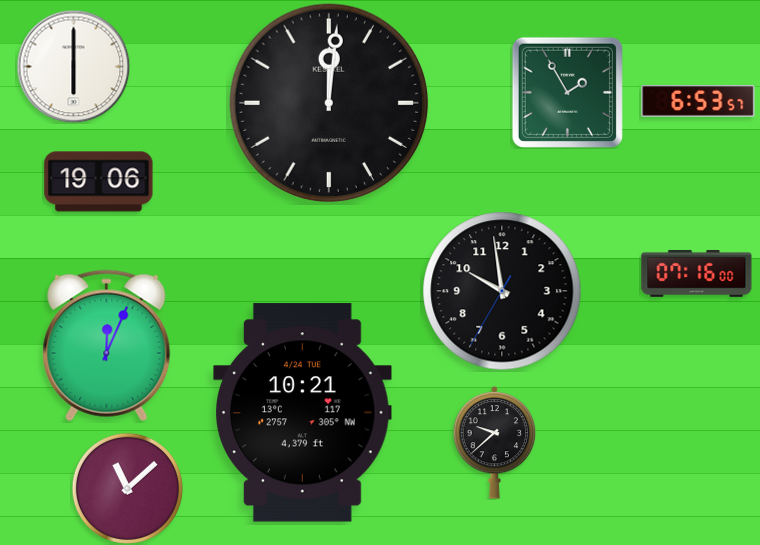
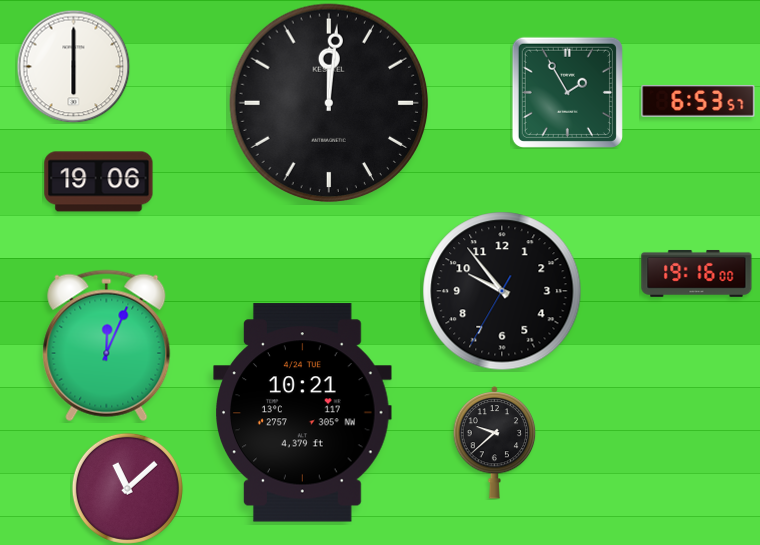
clock at (697, 273): 07:16 -> 19:16
clock at (502, 291): 9:58 -> 9:53
